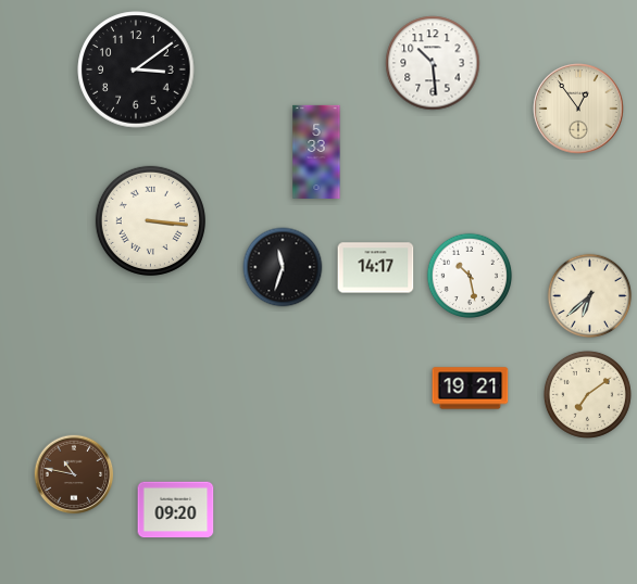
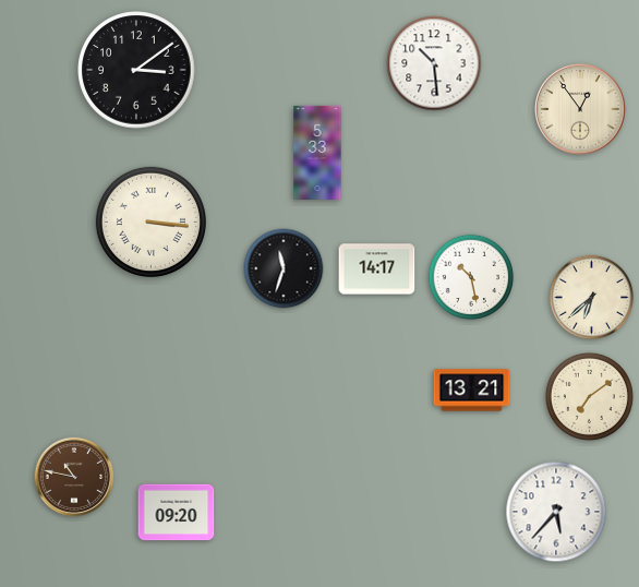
clock at (471, 389): 19:21 -> 13:21
clock at (556, 512): none -> 5:37
